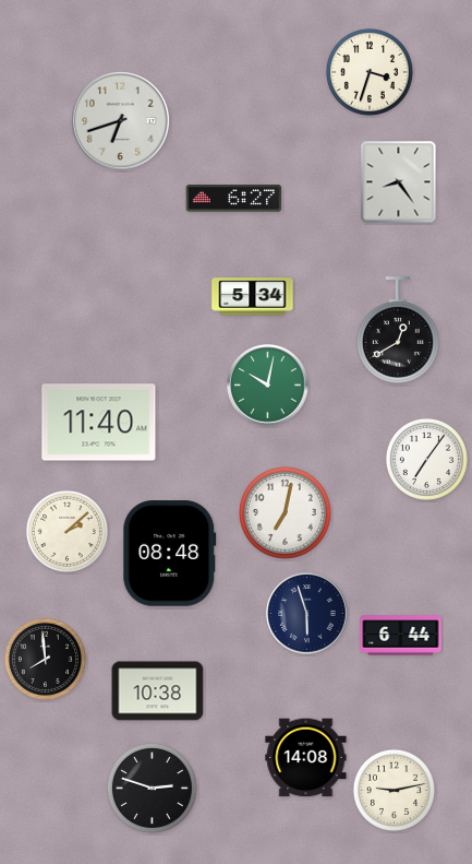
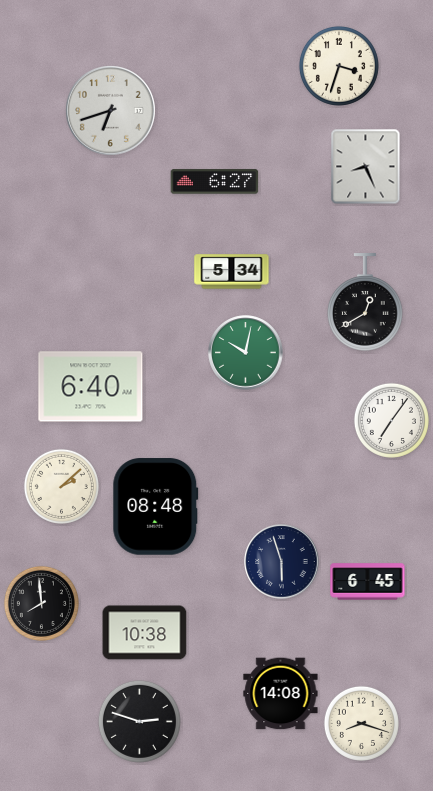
clock at (399, 182): 8:24 -> 8:26
clock at (99, 423): 11:40 -> 6:40
clock at (285, 512): 7:02 -> none
clock at (401, 636): 6:44 -> 6:45
clock at (394, 790): 9:13 -> 8:18
